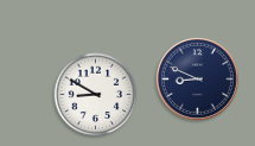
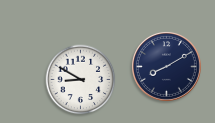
clock at (197, 78): 8:49 -> 8:10
